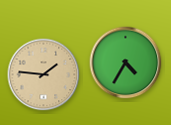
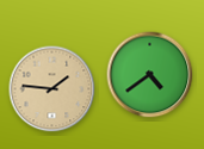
clock at (126, 63): 4:35 -> 4:39
